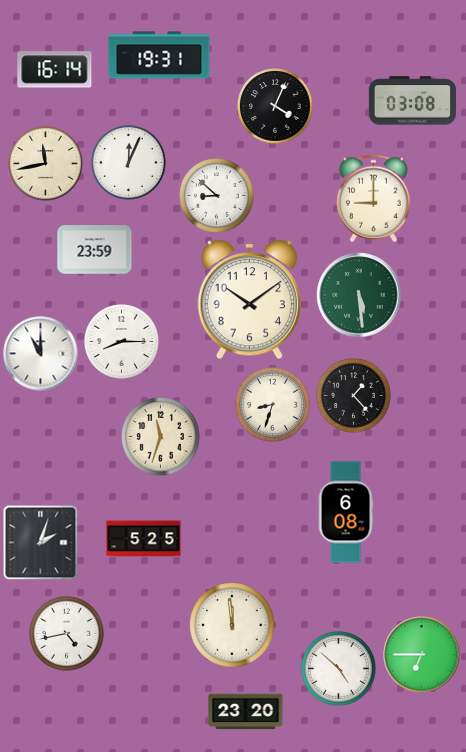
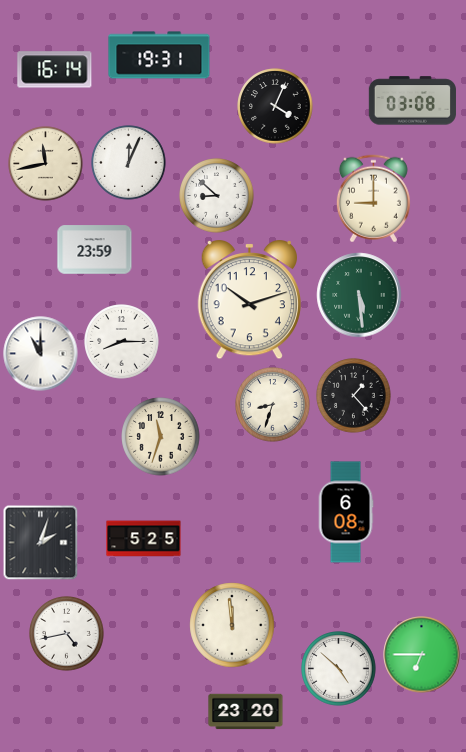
clock at (249, 301): 10:09 -> 10:12
